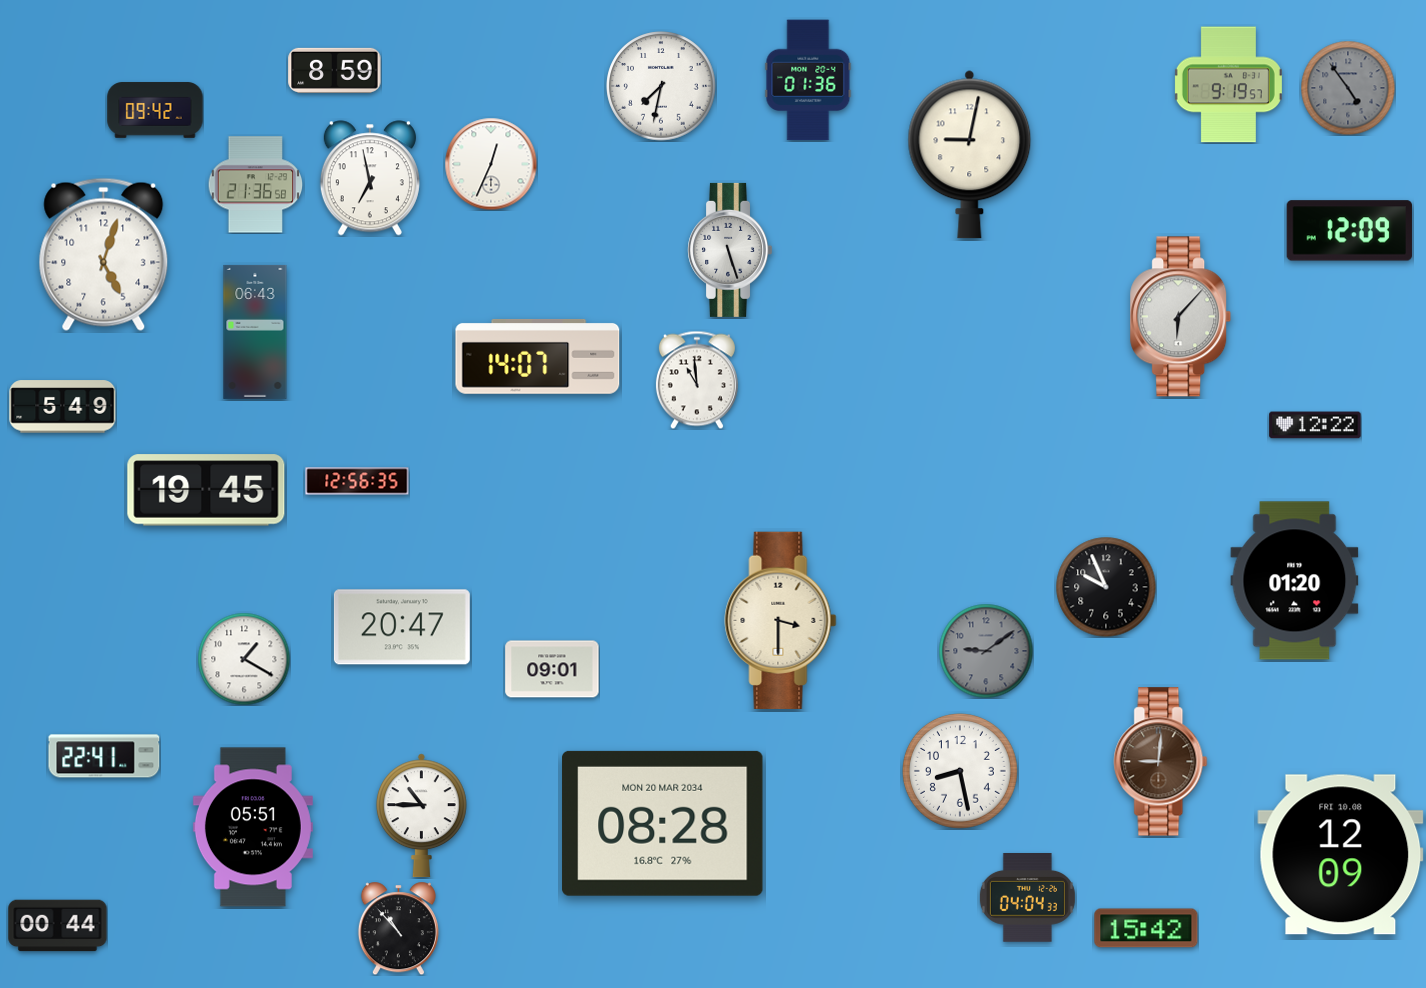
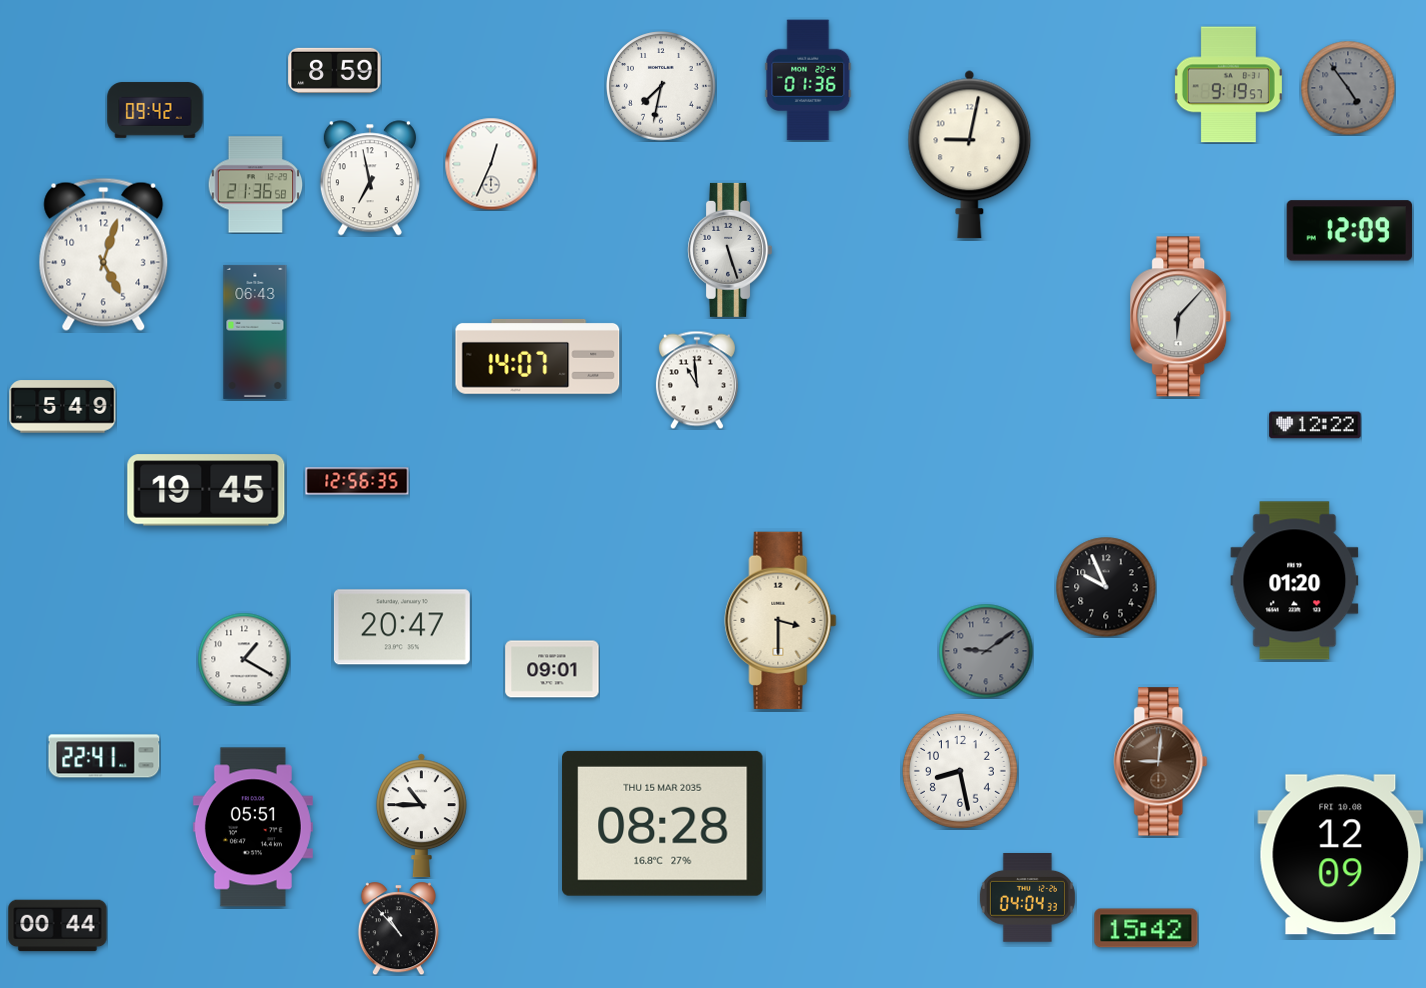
clock at (663, 823) date: MON 20 MAR 2034 -> THU 15 MAR 2035
